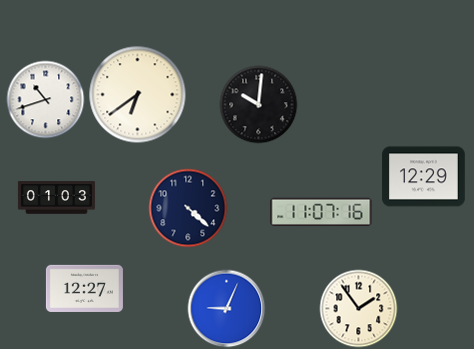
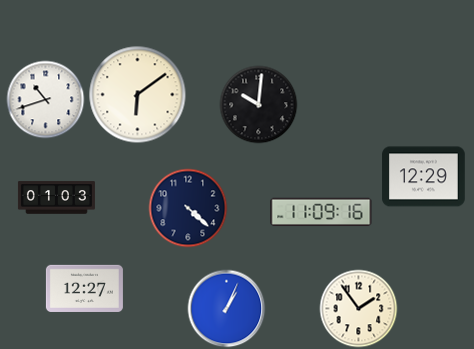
clock at (137, 94): 6:39 -> 6:09
clock at (321, 212): 11:07 -> 11:09
clock at (226, 308): 9:04 -> 1:04
